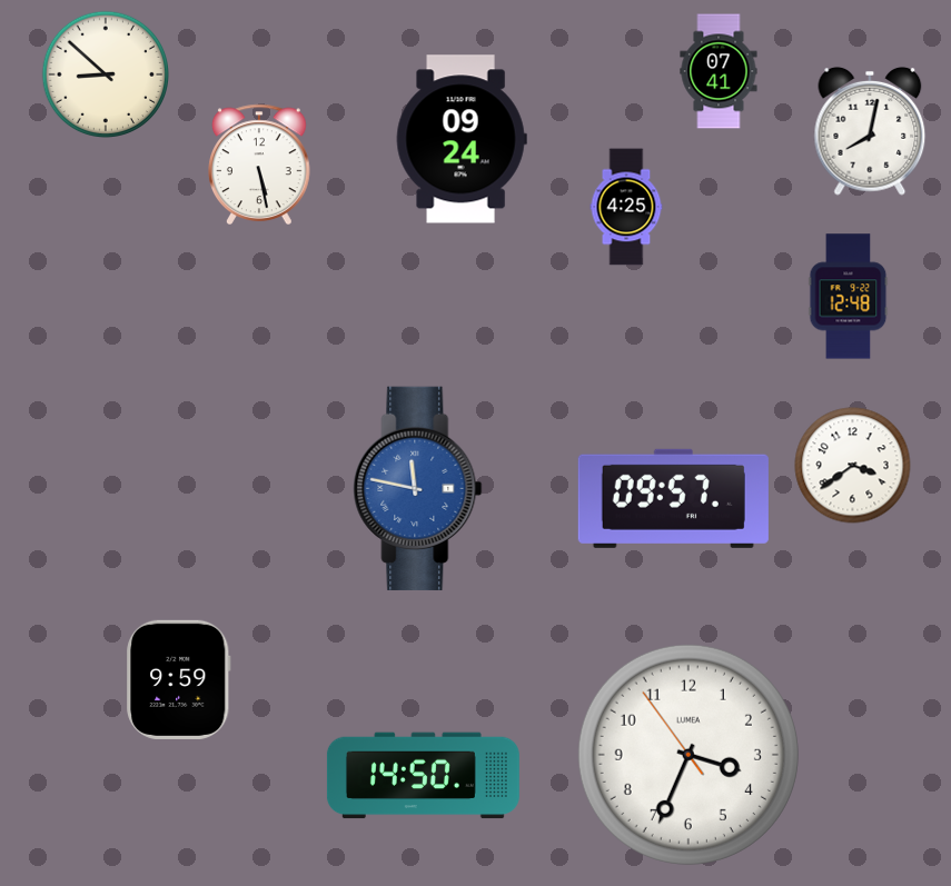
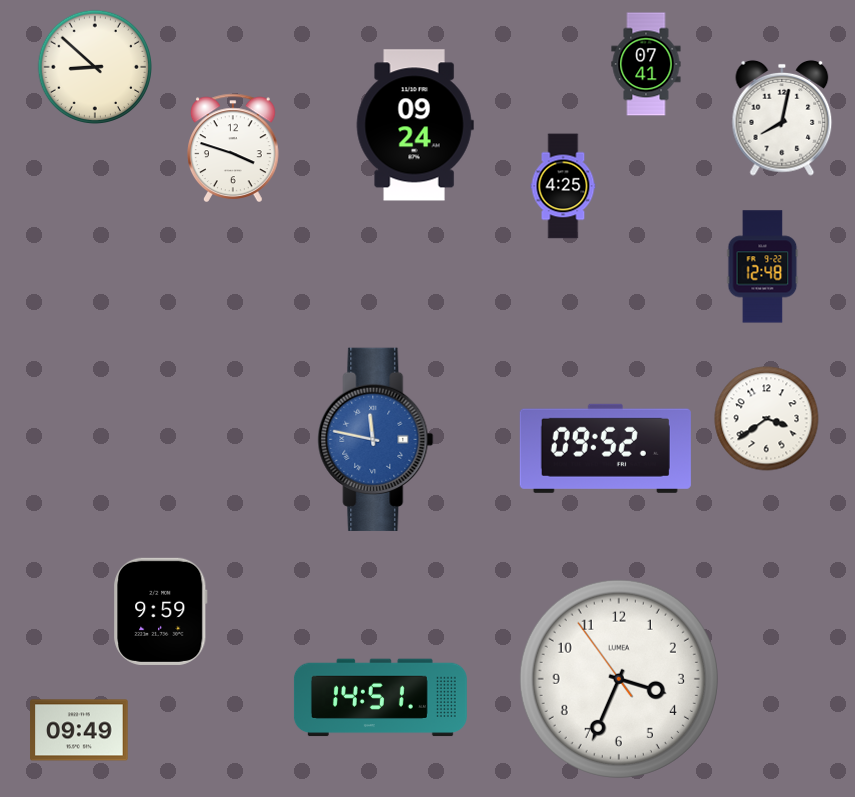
clock at (260, 163): 5:28 -> 3:48
clock at (673, 498): 09:57 -> 09:52
clock at (423, 776): 14:50 -> 14:51
clock at (79, 730): none -> 09:49
